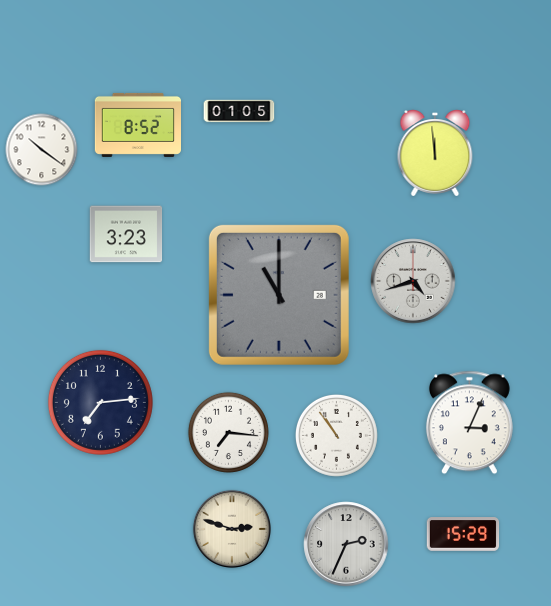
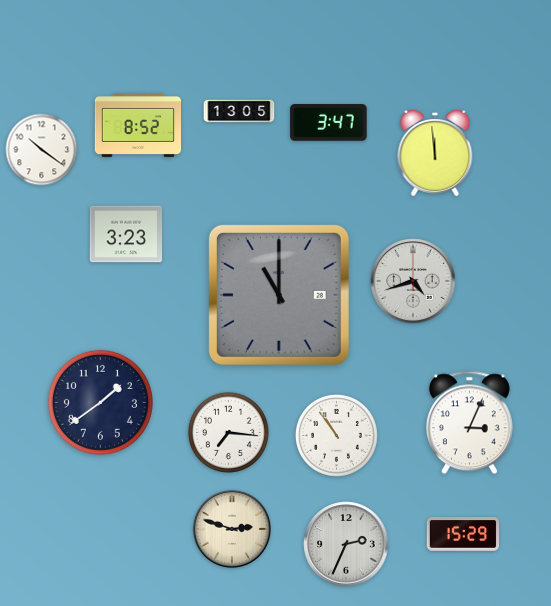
clock at (239, 111): 01:05 -> 13:05
clock at (329, 123): none -> 3:47
clock at (100, 402): 7:14 -> 1:39
